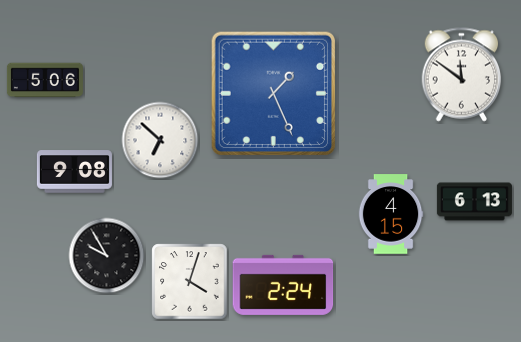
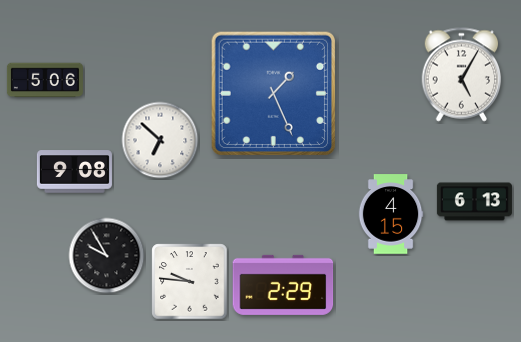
clock at (462, 75): 11:51 -> 5:05
clock at (190, 282): 4:03 -> 9:46
clock at (283, 285): 2:24 -> 2:29
